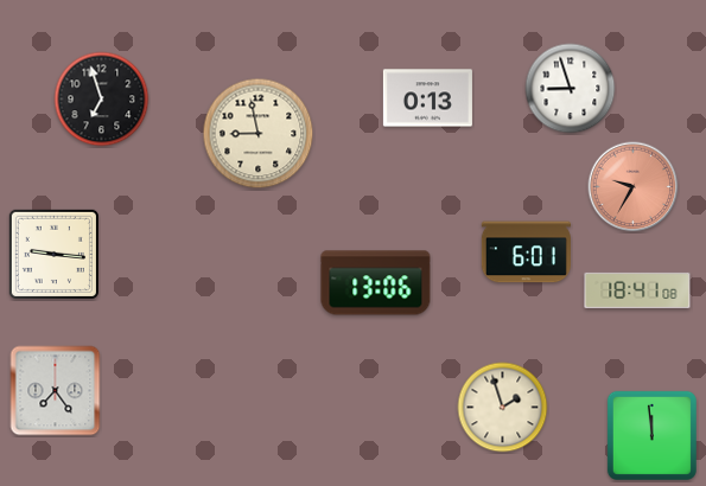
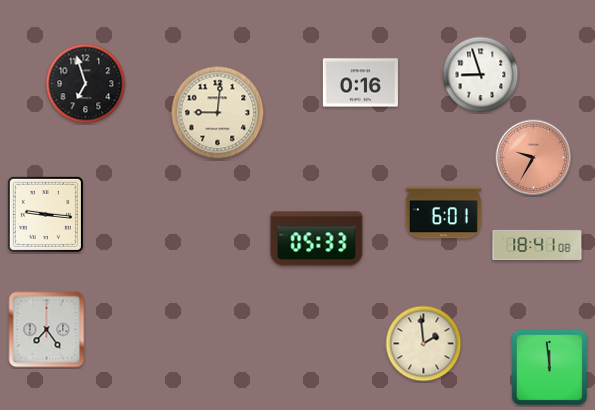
clock at (427, 98): 0:13 -> 0:16
clock at (259, 134): 8:58 -> 9:01
clock at (376, 283): 13:06 -> 05:33
clock at (503, 408): 1:57 -> 1:59
